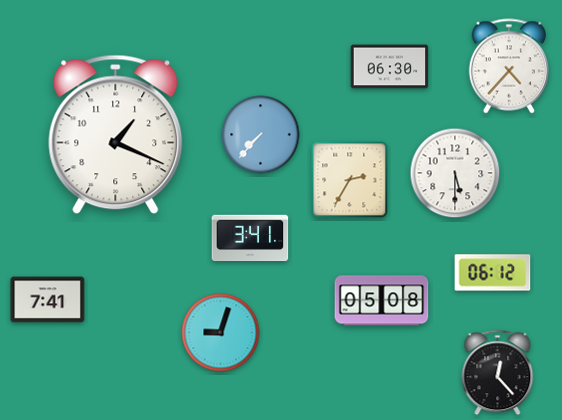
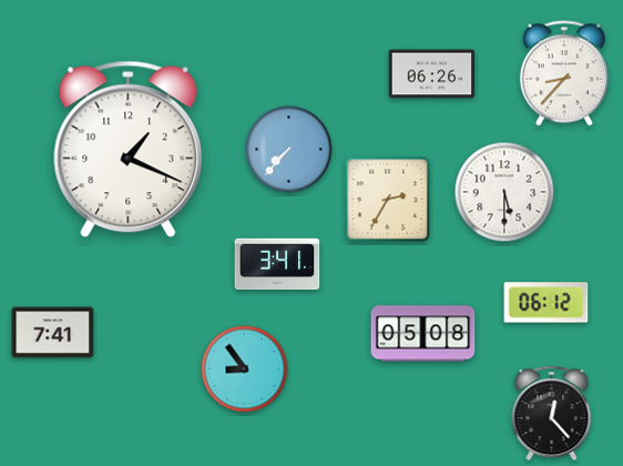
clock at (508, 66): 4:37 -> 8:37
clock at (390, 67): 06:30 -> 06:26
clock at (221, 333): 9:03 -> 8:54
